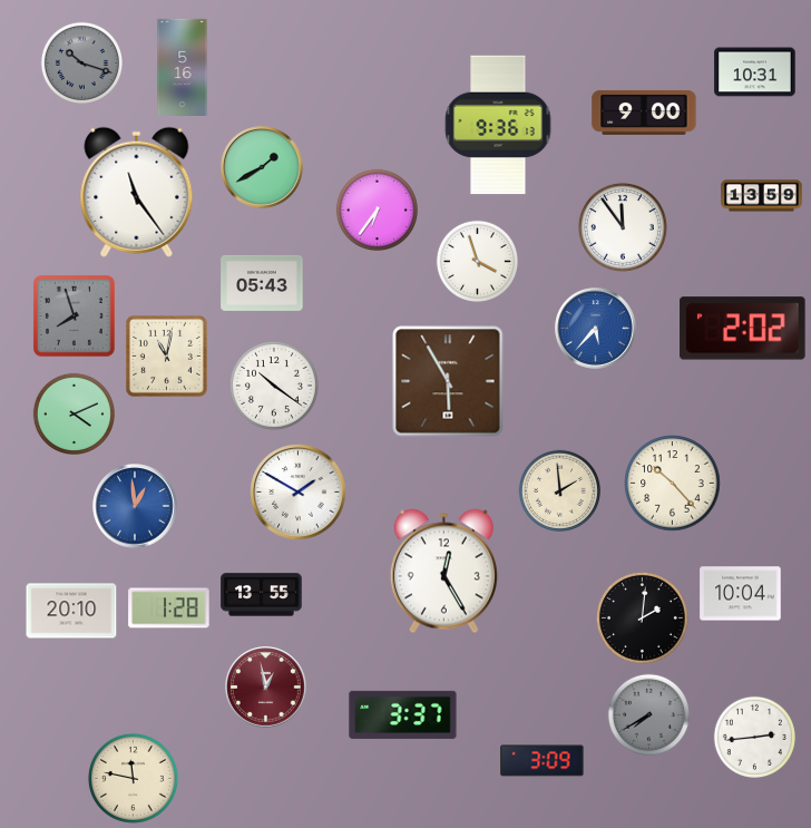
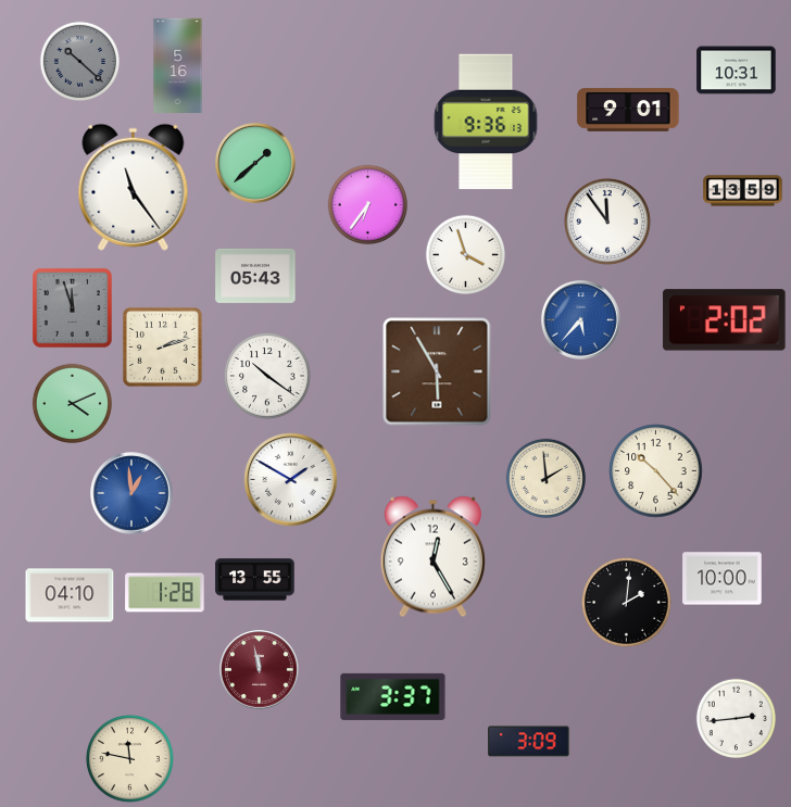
clock at (81, 62): 10:18 -> 10:22
clock at (644, 113): 9:00 -> 9:01
clock at (262, 167): 1:40 -> 1:38
clock at (74, 315): 7:57 -> 11:57
clock at (166, 355): 11:02 -> 2:12
clock at (741, 594): 10:04 -> 10:00
clock at (71, 611): 20:10 -> 04:10
clock at (266, 688): 12:58 -> 11:58
clock at (648, 714): 7:40 -> none
